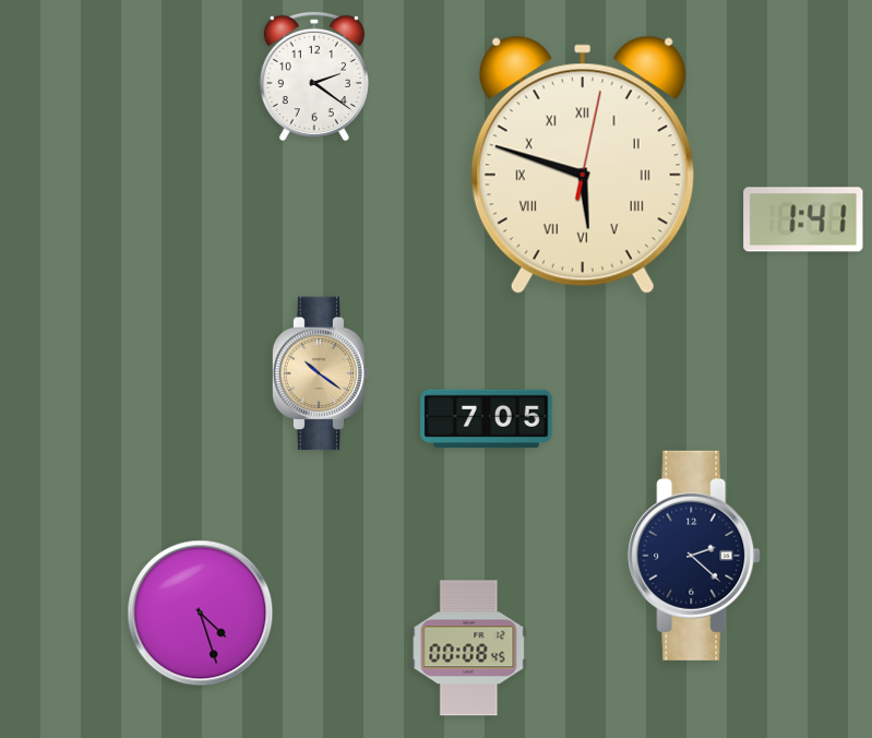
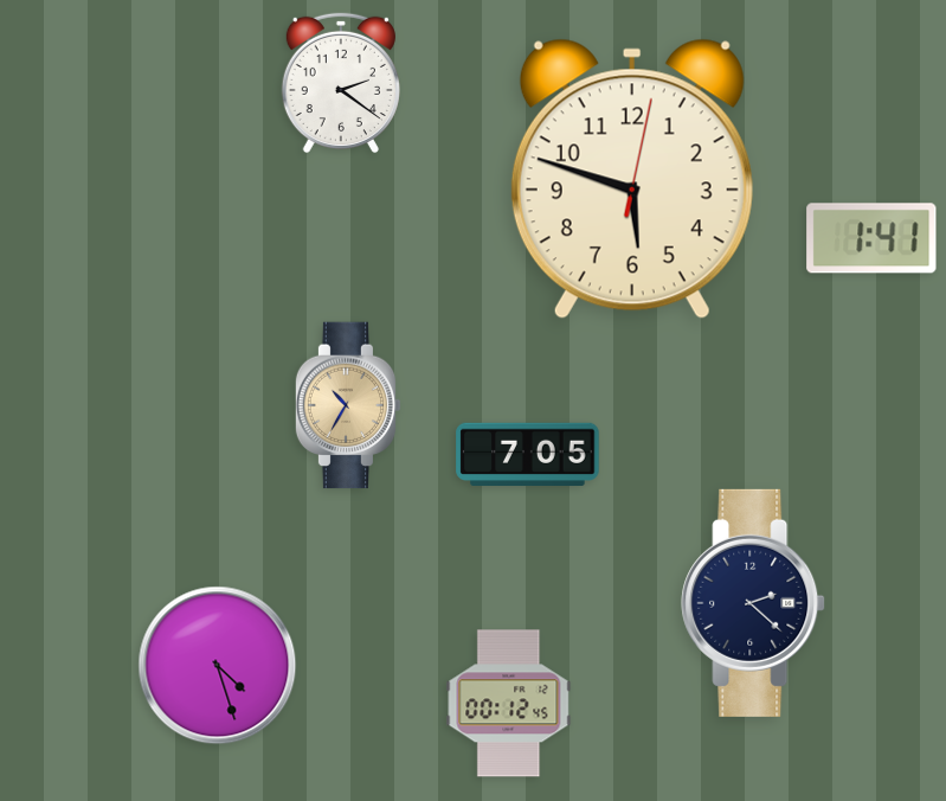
clock at (583, 165) numerals: Roman -> Arabic
clock at (321, 373): 10:21 -> 10:35
clock at (469, 648): 00:08 -> 00:12
